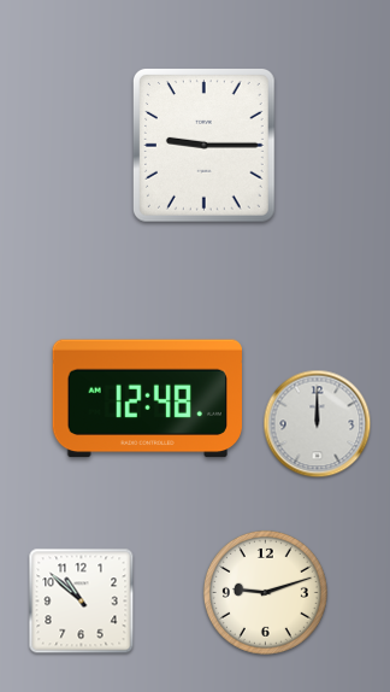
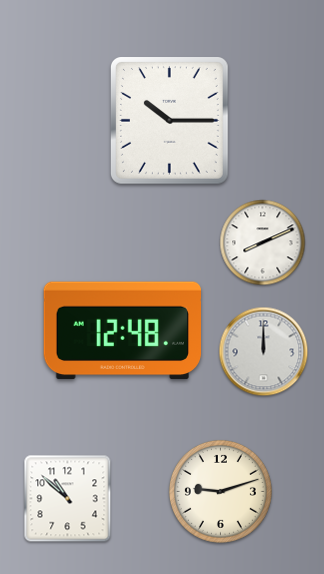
clock at (205, 146): 9:15 -> 10:15
clock at (263, 243): none -> 8:11
